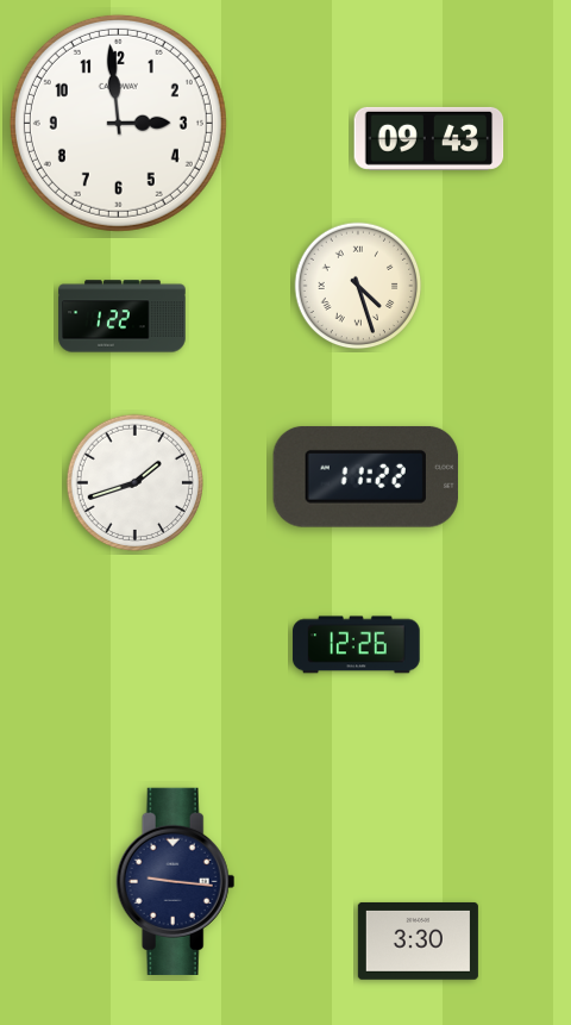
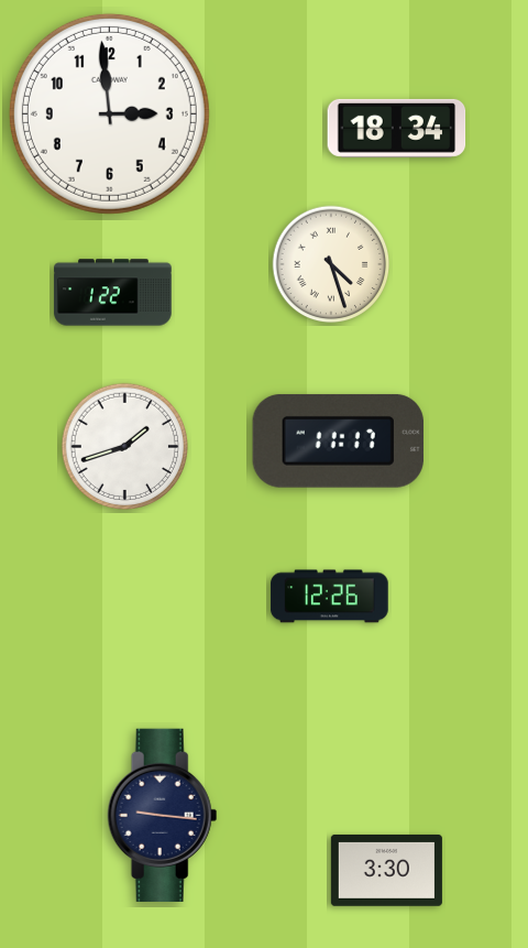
clock at (429, 138): 09:43 -> 18:34
clock at (365, 476): 11:22 -> 11:17
